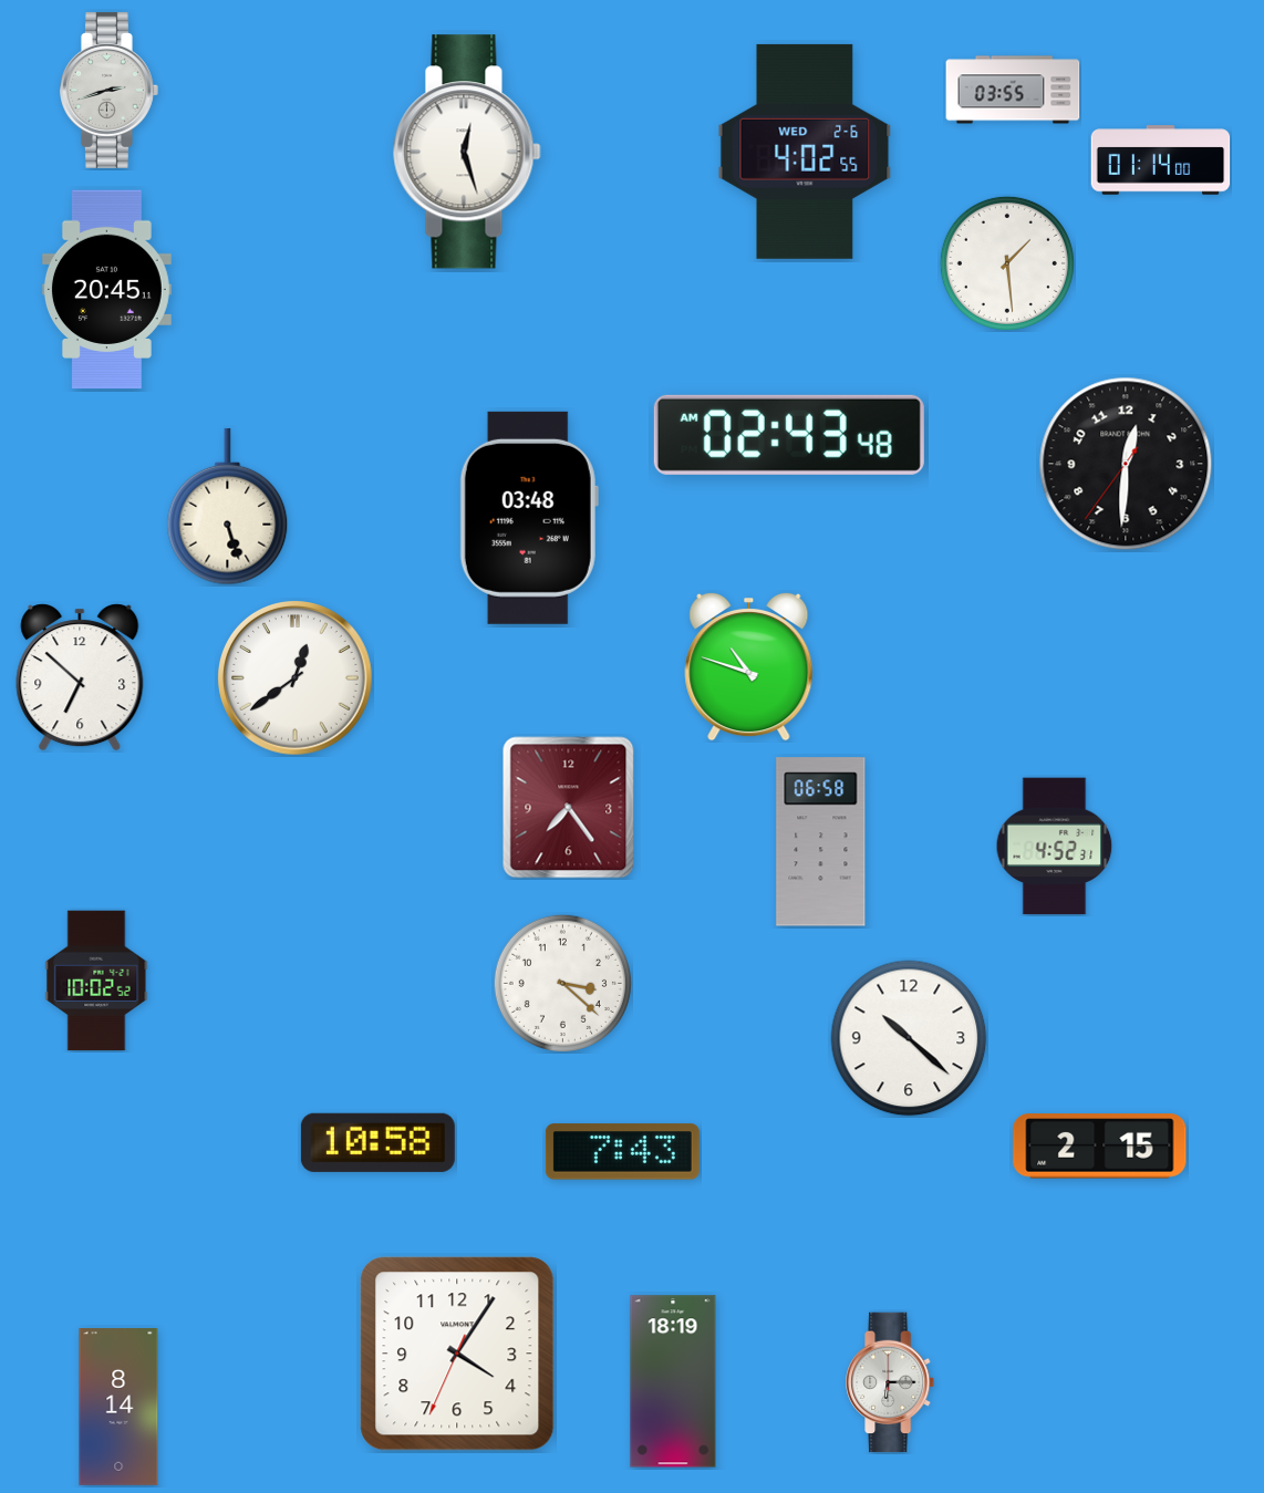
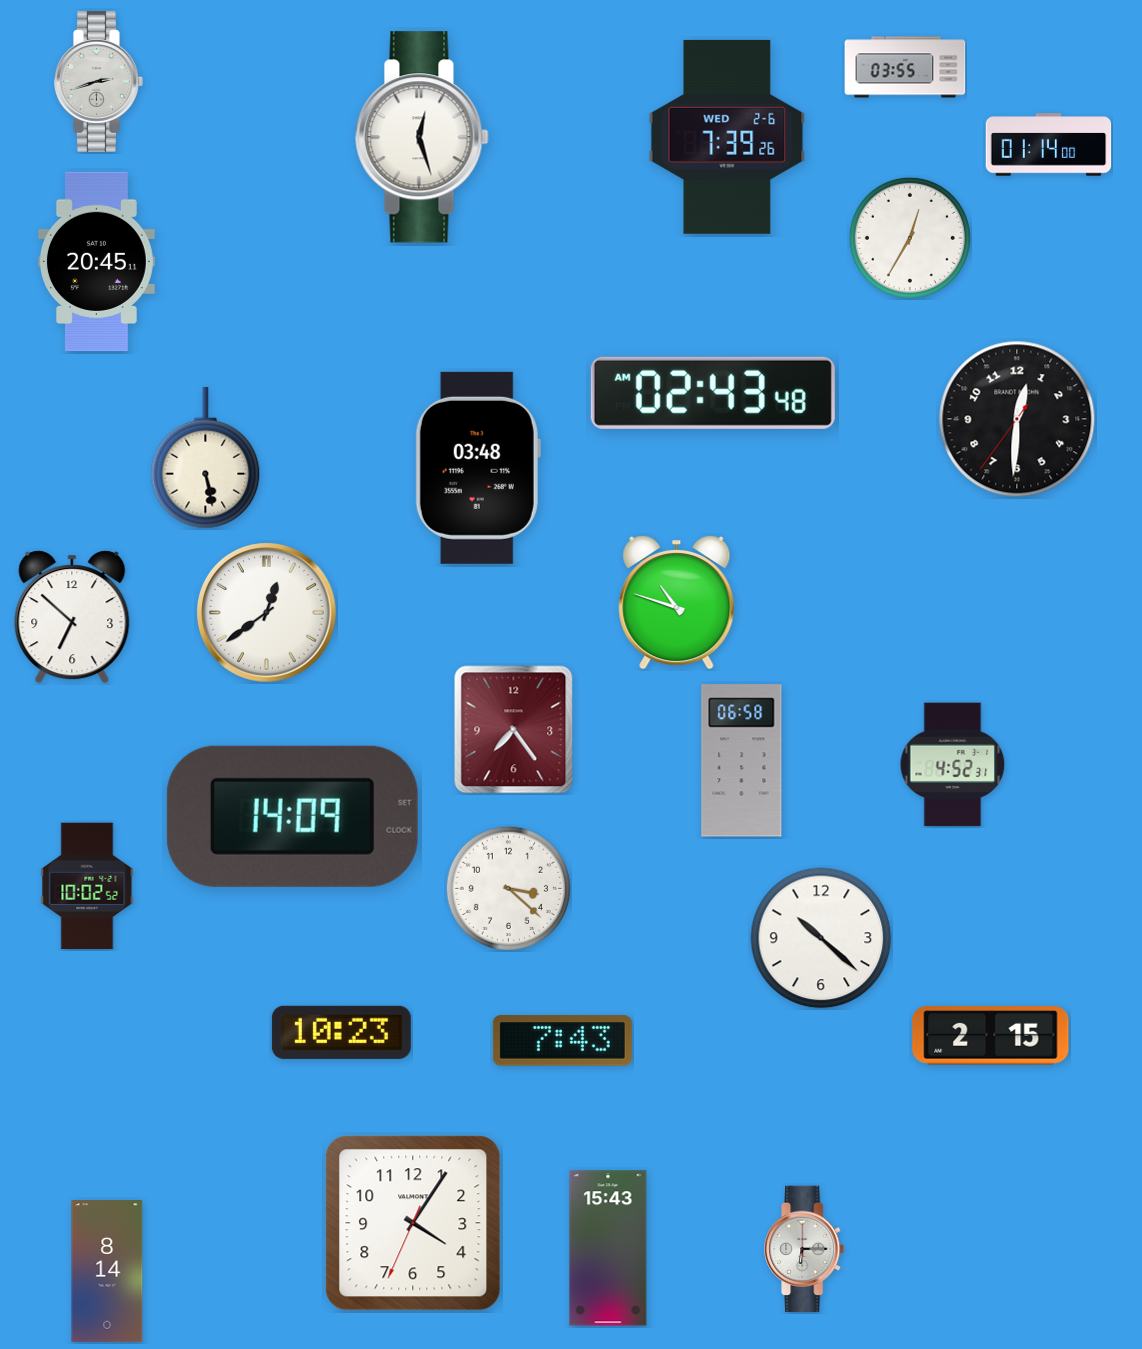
clock at (1013, 90) position: (1013, 90) -> (905, 67)
clock at (805, 152): 4:02 -> 7:39
clock at (1007, 263): 1:29 -> 12:35
clock at (228, 507): 5:27 -> 5:28
clock at (80, 677) position: (80, 677) -> (72, 617)
clock at (292, 816): none -> 14:09
clock at (377, 1142): 10:58 -> 10:23
clock at (1100, 1147) position: (1100, 1147) -> (991, 1036)
clock at (673, 1381): 18:19 -> 15:43
